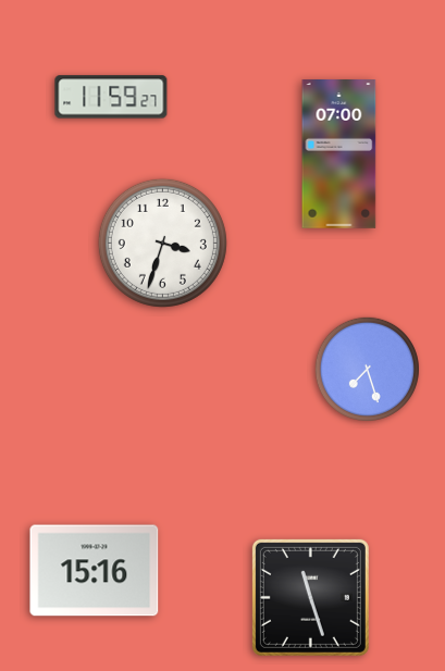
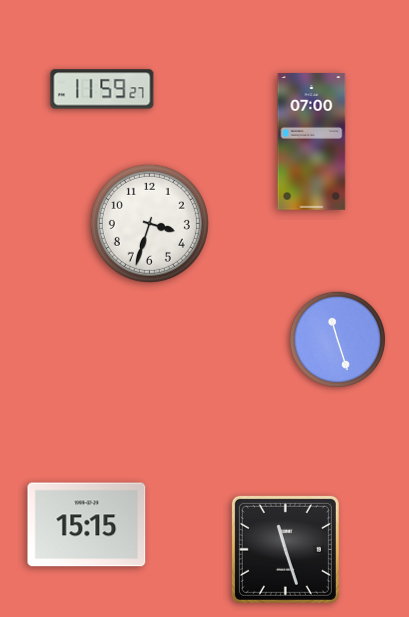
clock at (367, 369): 7:27 -> 11:27
clock at (95, 571): 15:16 -> 15:15
